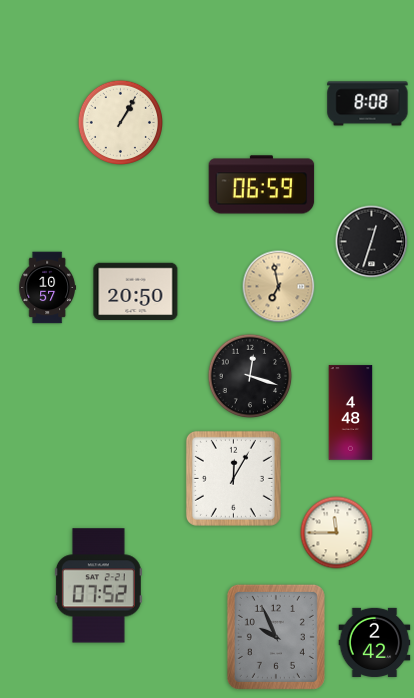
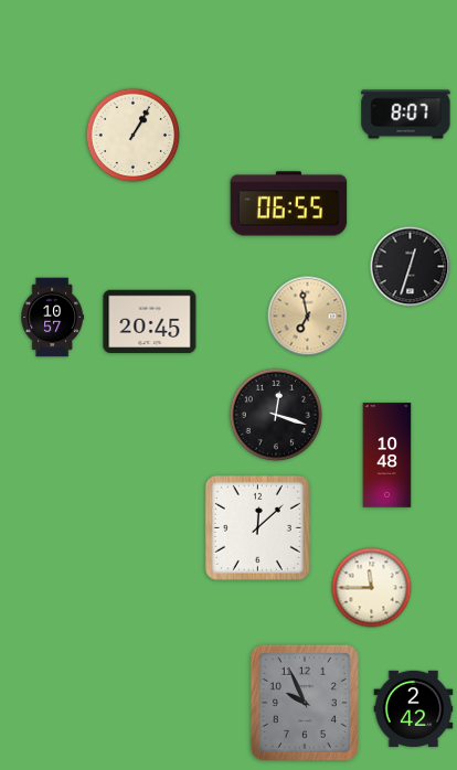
clock at (368, 104): 8:08 -> 8:07
clock at (262, 185): 06:59 -> 06:55
clock at (136, 292): 20:50 -> 20:45
clock at (351, 413): 4:48 -> 10:48
clock at (233, 478): 12:05 -> 12:08
clock at (98, 586): 07:52 -> none
